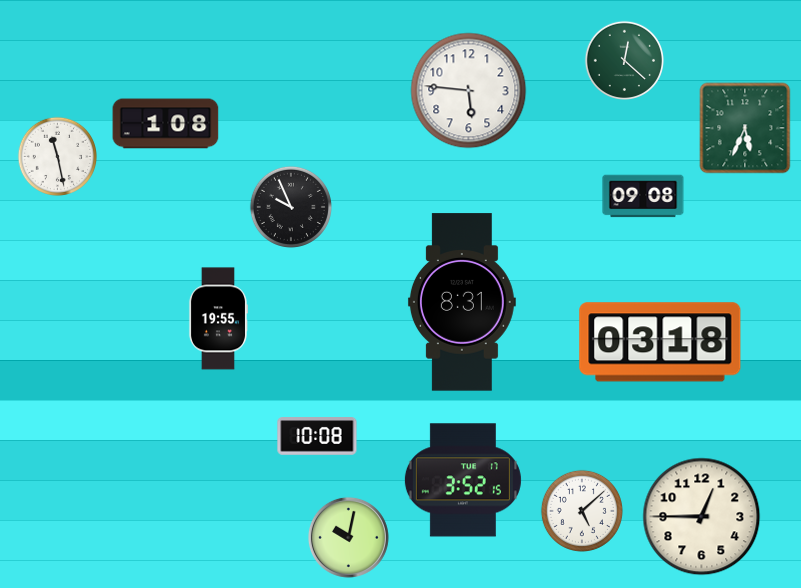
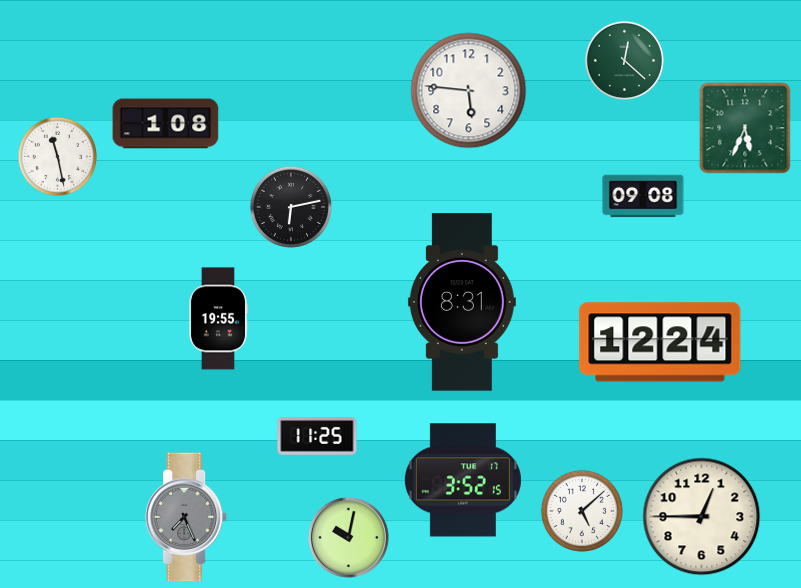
clock at (291, 207): 9:56 -> 6:13
clock at (660, 342): 03:18 -> 12:24
clock at (317, 436): 10:08 -> 11:25
clock at (187, 517): none -> 7:26
